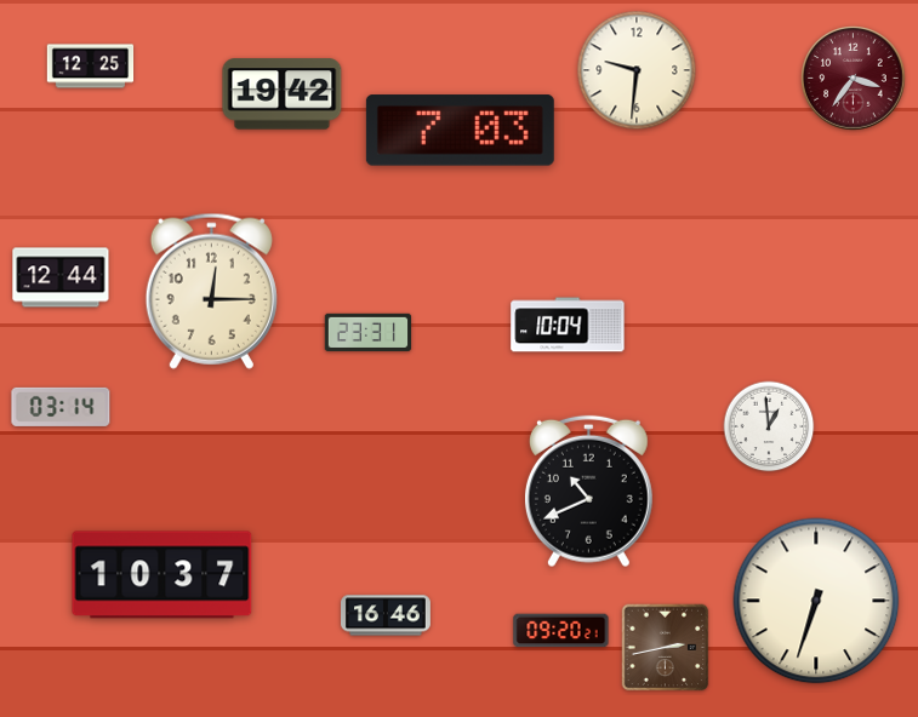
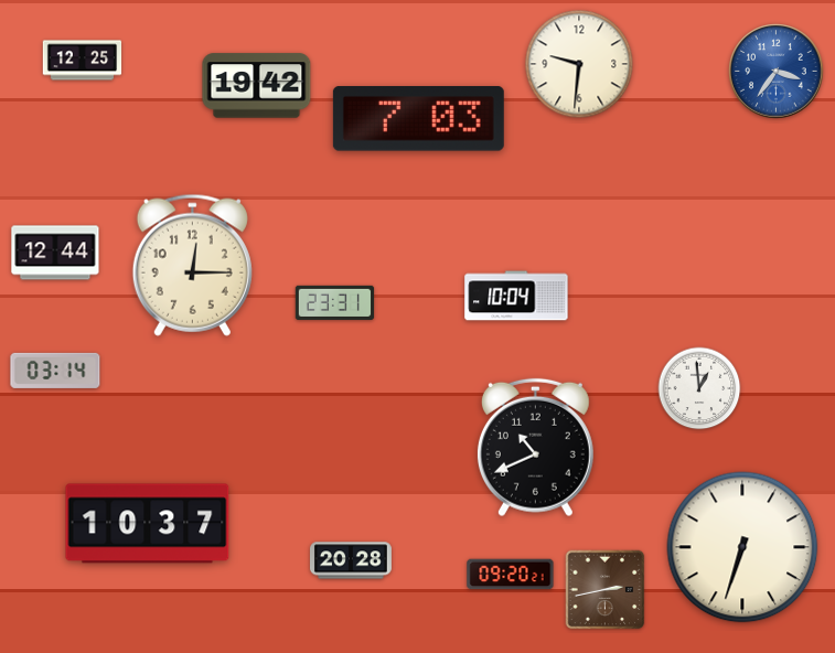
clock at (854, 79) dial: burgundy -> blue
clock at (387, 615): 16:46 -> 20:28
